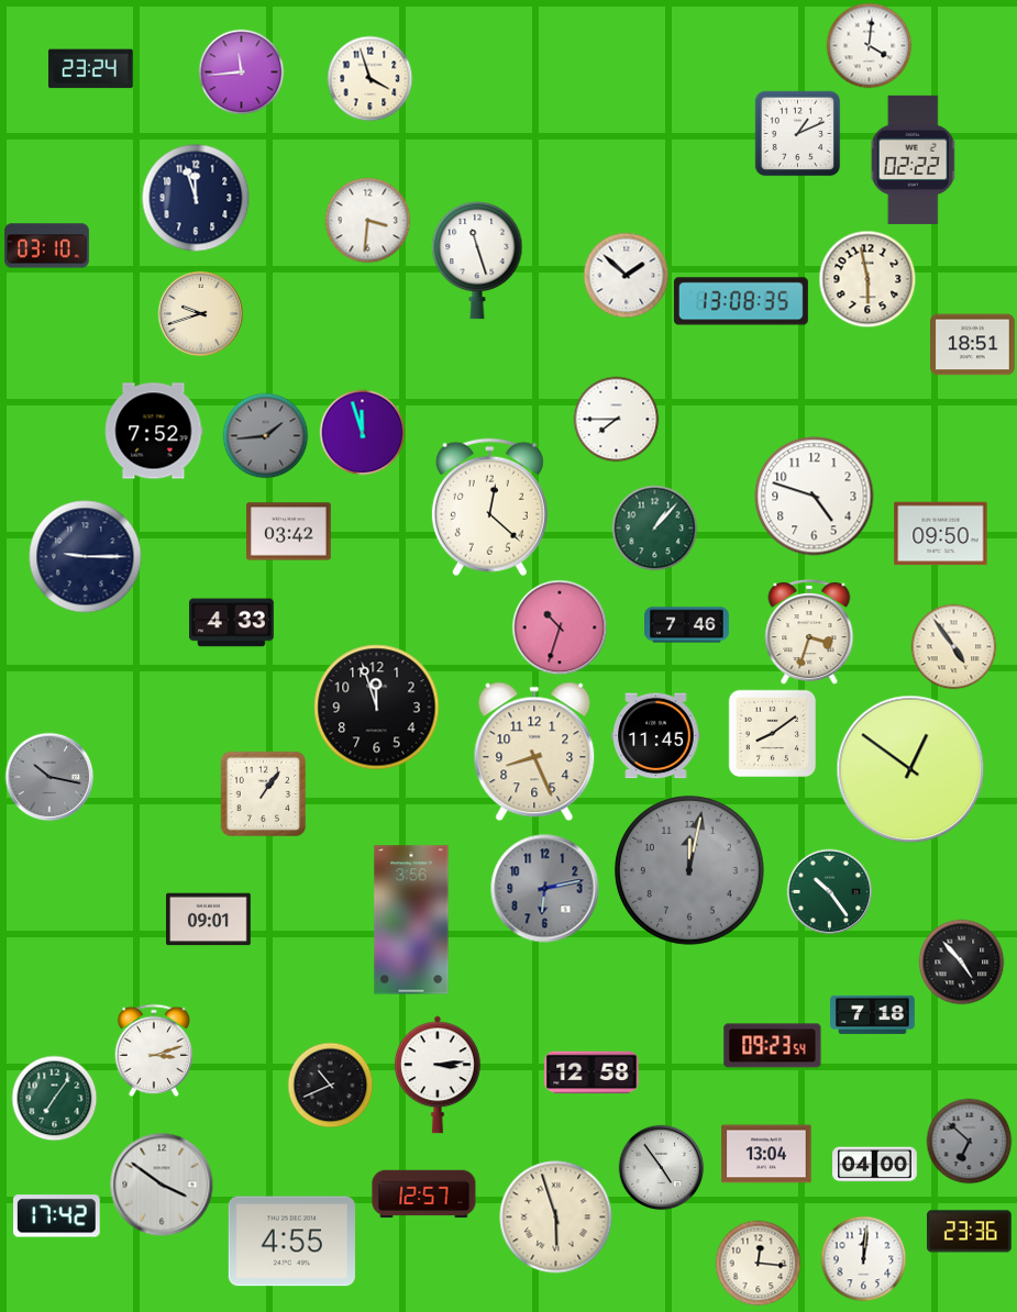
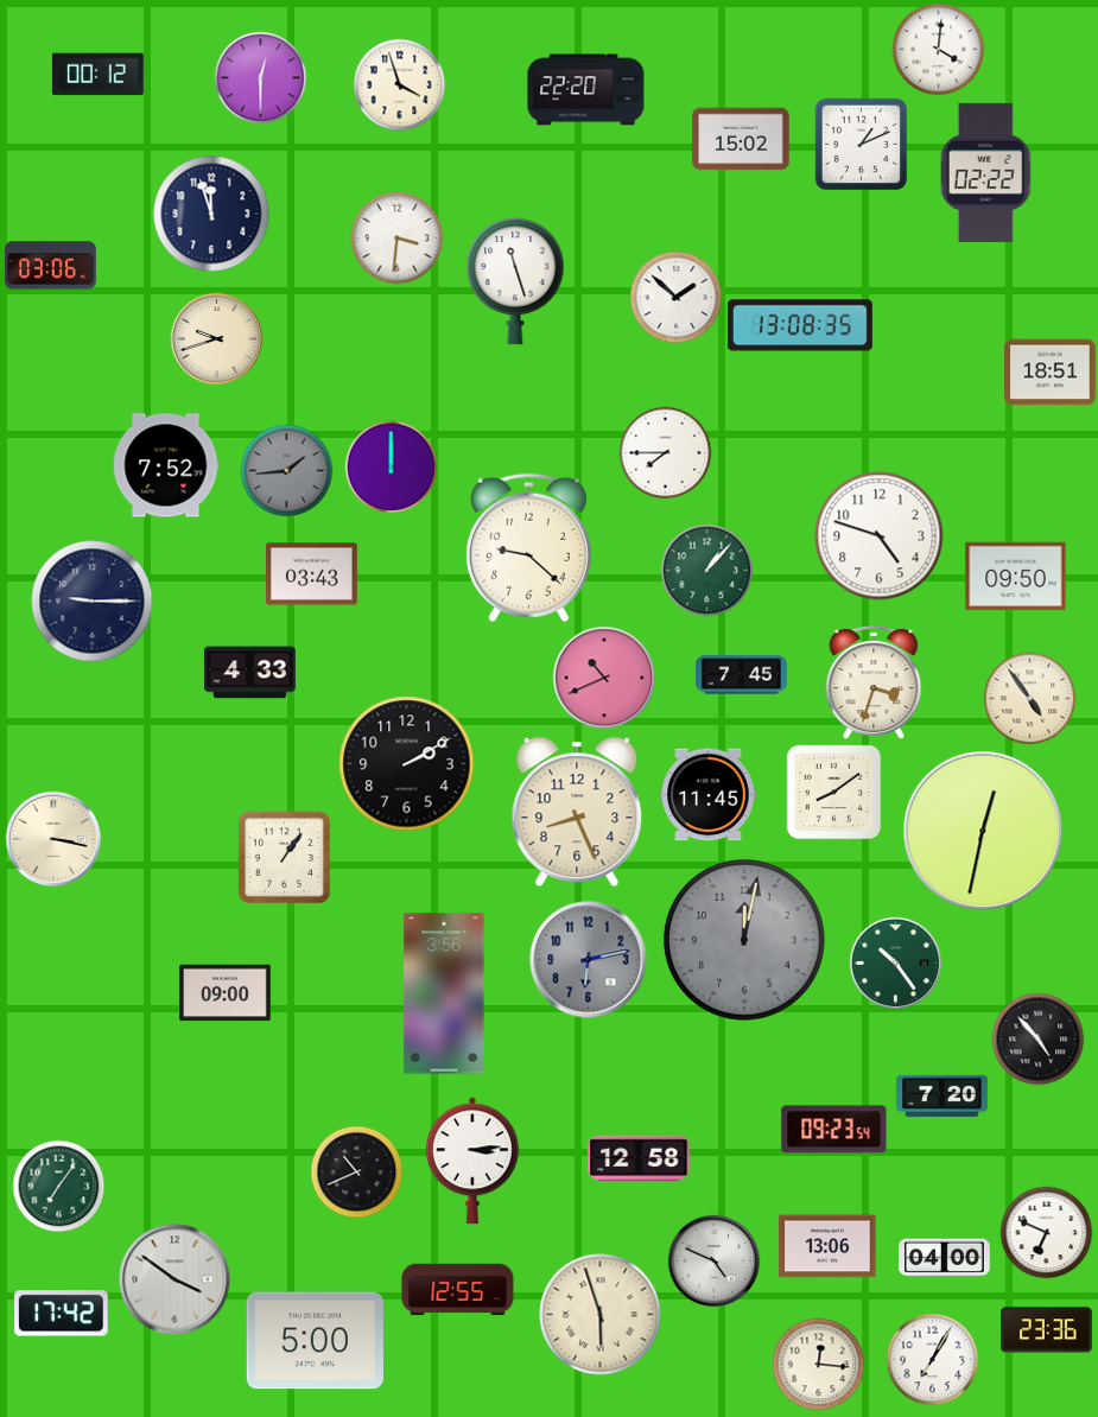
clock at (90, 69): 23:24 -> 00:12
clock at (241, 71): 11:44 -> 12:30
clock at (586, 90): none -> 22:20
clock at (741, 139): none -> 15:02
clock at (47, 246): 03:10 -> 03:06
clock at (867, 279): 5:58 -> none
clock at (362, 432): 11:57 -> 12:00
clock at (489, 508): 12:22 -> 9:22
clock at (289, 532): 03:42 -> 03:43
clock at (687, 625): 7:46 -> 7:45
clock at (560, 627): 10:33 -> 10:41
clock at (377, 708): 11:57 -> 2:10
clock at (910, 769): 12:51 -> 12:32
clock at (49, 777): 10:17 -> 3:17
clock at (49, 777) dial: grey -> cream
clock at (209, 920): 09:01 -> 09:00
clock at (873, 1014): 7:18 -> 7:20
clock at (154, 1050): 3:12 -> none
clock at (969, 1141): 6:52 -> 6:49
clock at (969, 1141) dial: grey -> white
clock at (766, 1154): 13:04 -> 13:06
clock at (661, 1167): 4:54 -> 4:49
clock at (424, 1194): 12:57 -> 12:55
clock at (291, 1242): 4:55 -> 5:00
clock at (863, 1258): 12:01 -> 7:05
